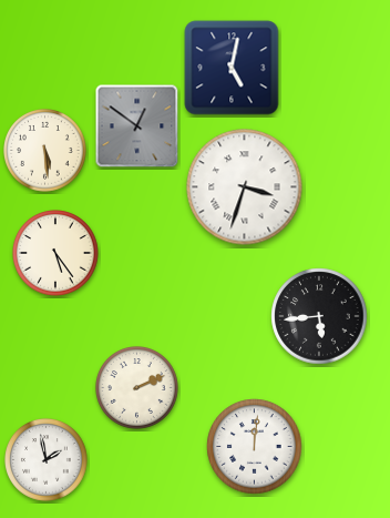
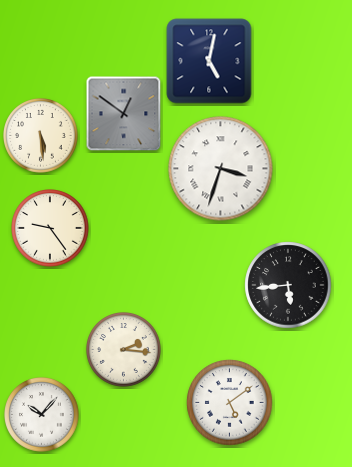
clock at (55, 253): 5:24 -> 9:24
clock at (137, 388): 2:11 -> 2:16
clock at (255, 447): 12:01 -> 5:09
clock at (47, 460): 1:58 -> 10:07
